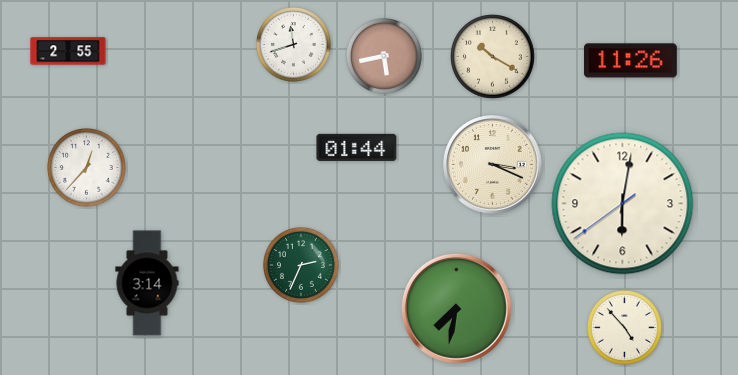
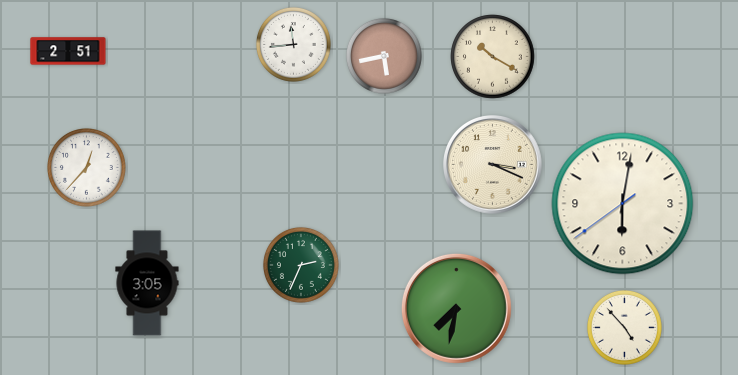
clock at (293, 44): 11:42 -> 11:44
clock at (68, 51): 2:55 -> 2:51
clock at (630, 61): 11:26 -> none
clock at (357, 147): 01:44 -> none
clock at (147, 283): 3:14 -> 3:05
